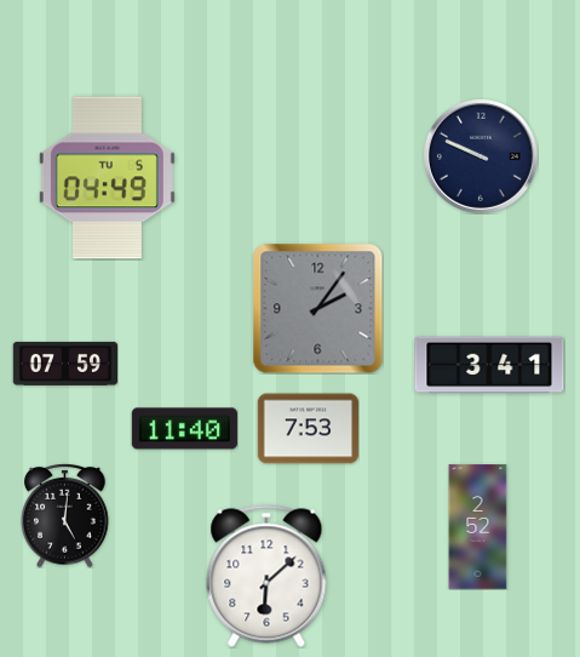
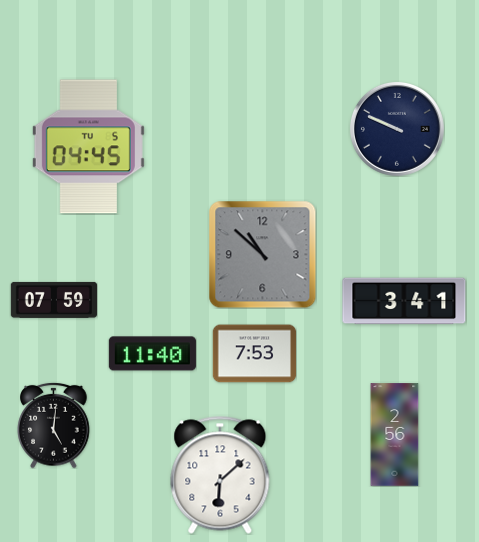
clock at (107, 178): 04:49 -> 04:45
clock at (317, 308): 2:06 -> 10:52
clock at (478, 527): 2:52 -> 2:56
